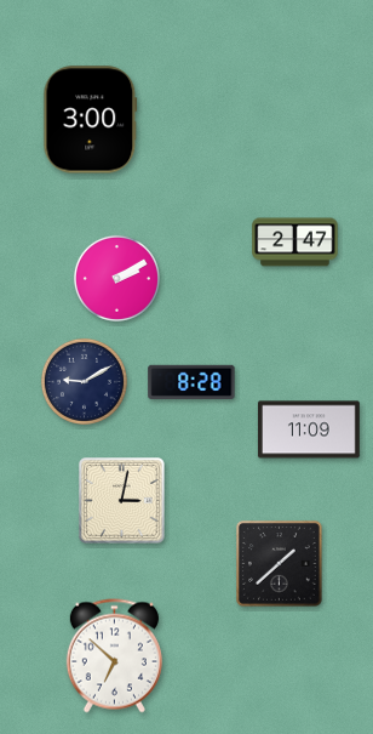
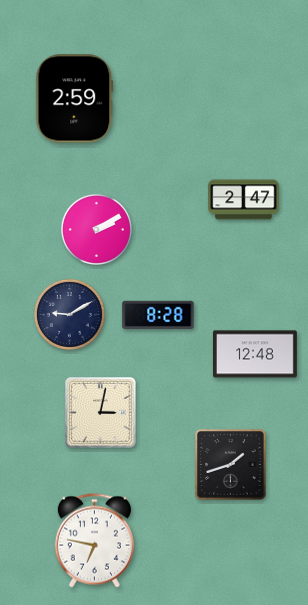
clock at (91, 120): 3:00 -> 2:59
clock at (309, 429): 11:09 -> 12:48
clock at (280, 564): 1:38 -> 1:42
clock at (114, 656): 6:52 -> 6:47
